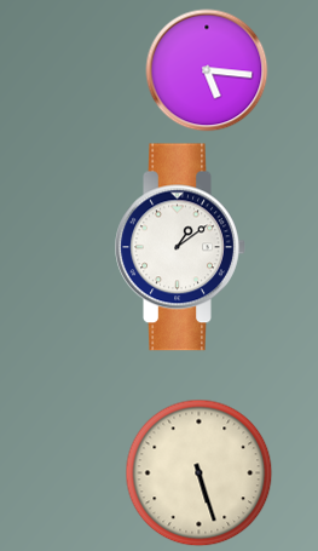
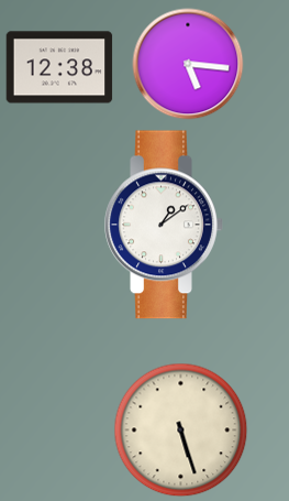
clock at (59, 67): none -> 12:38
